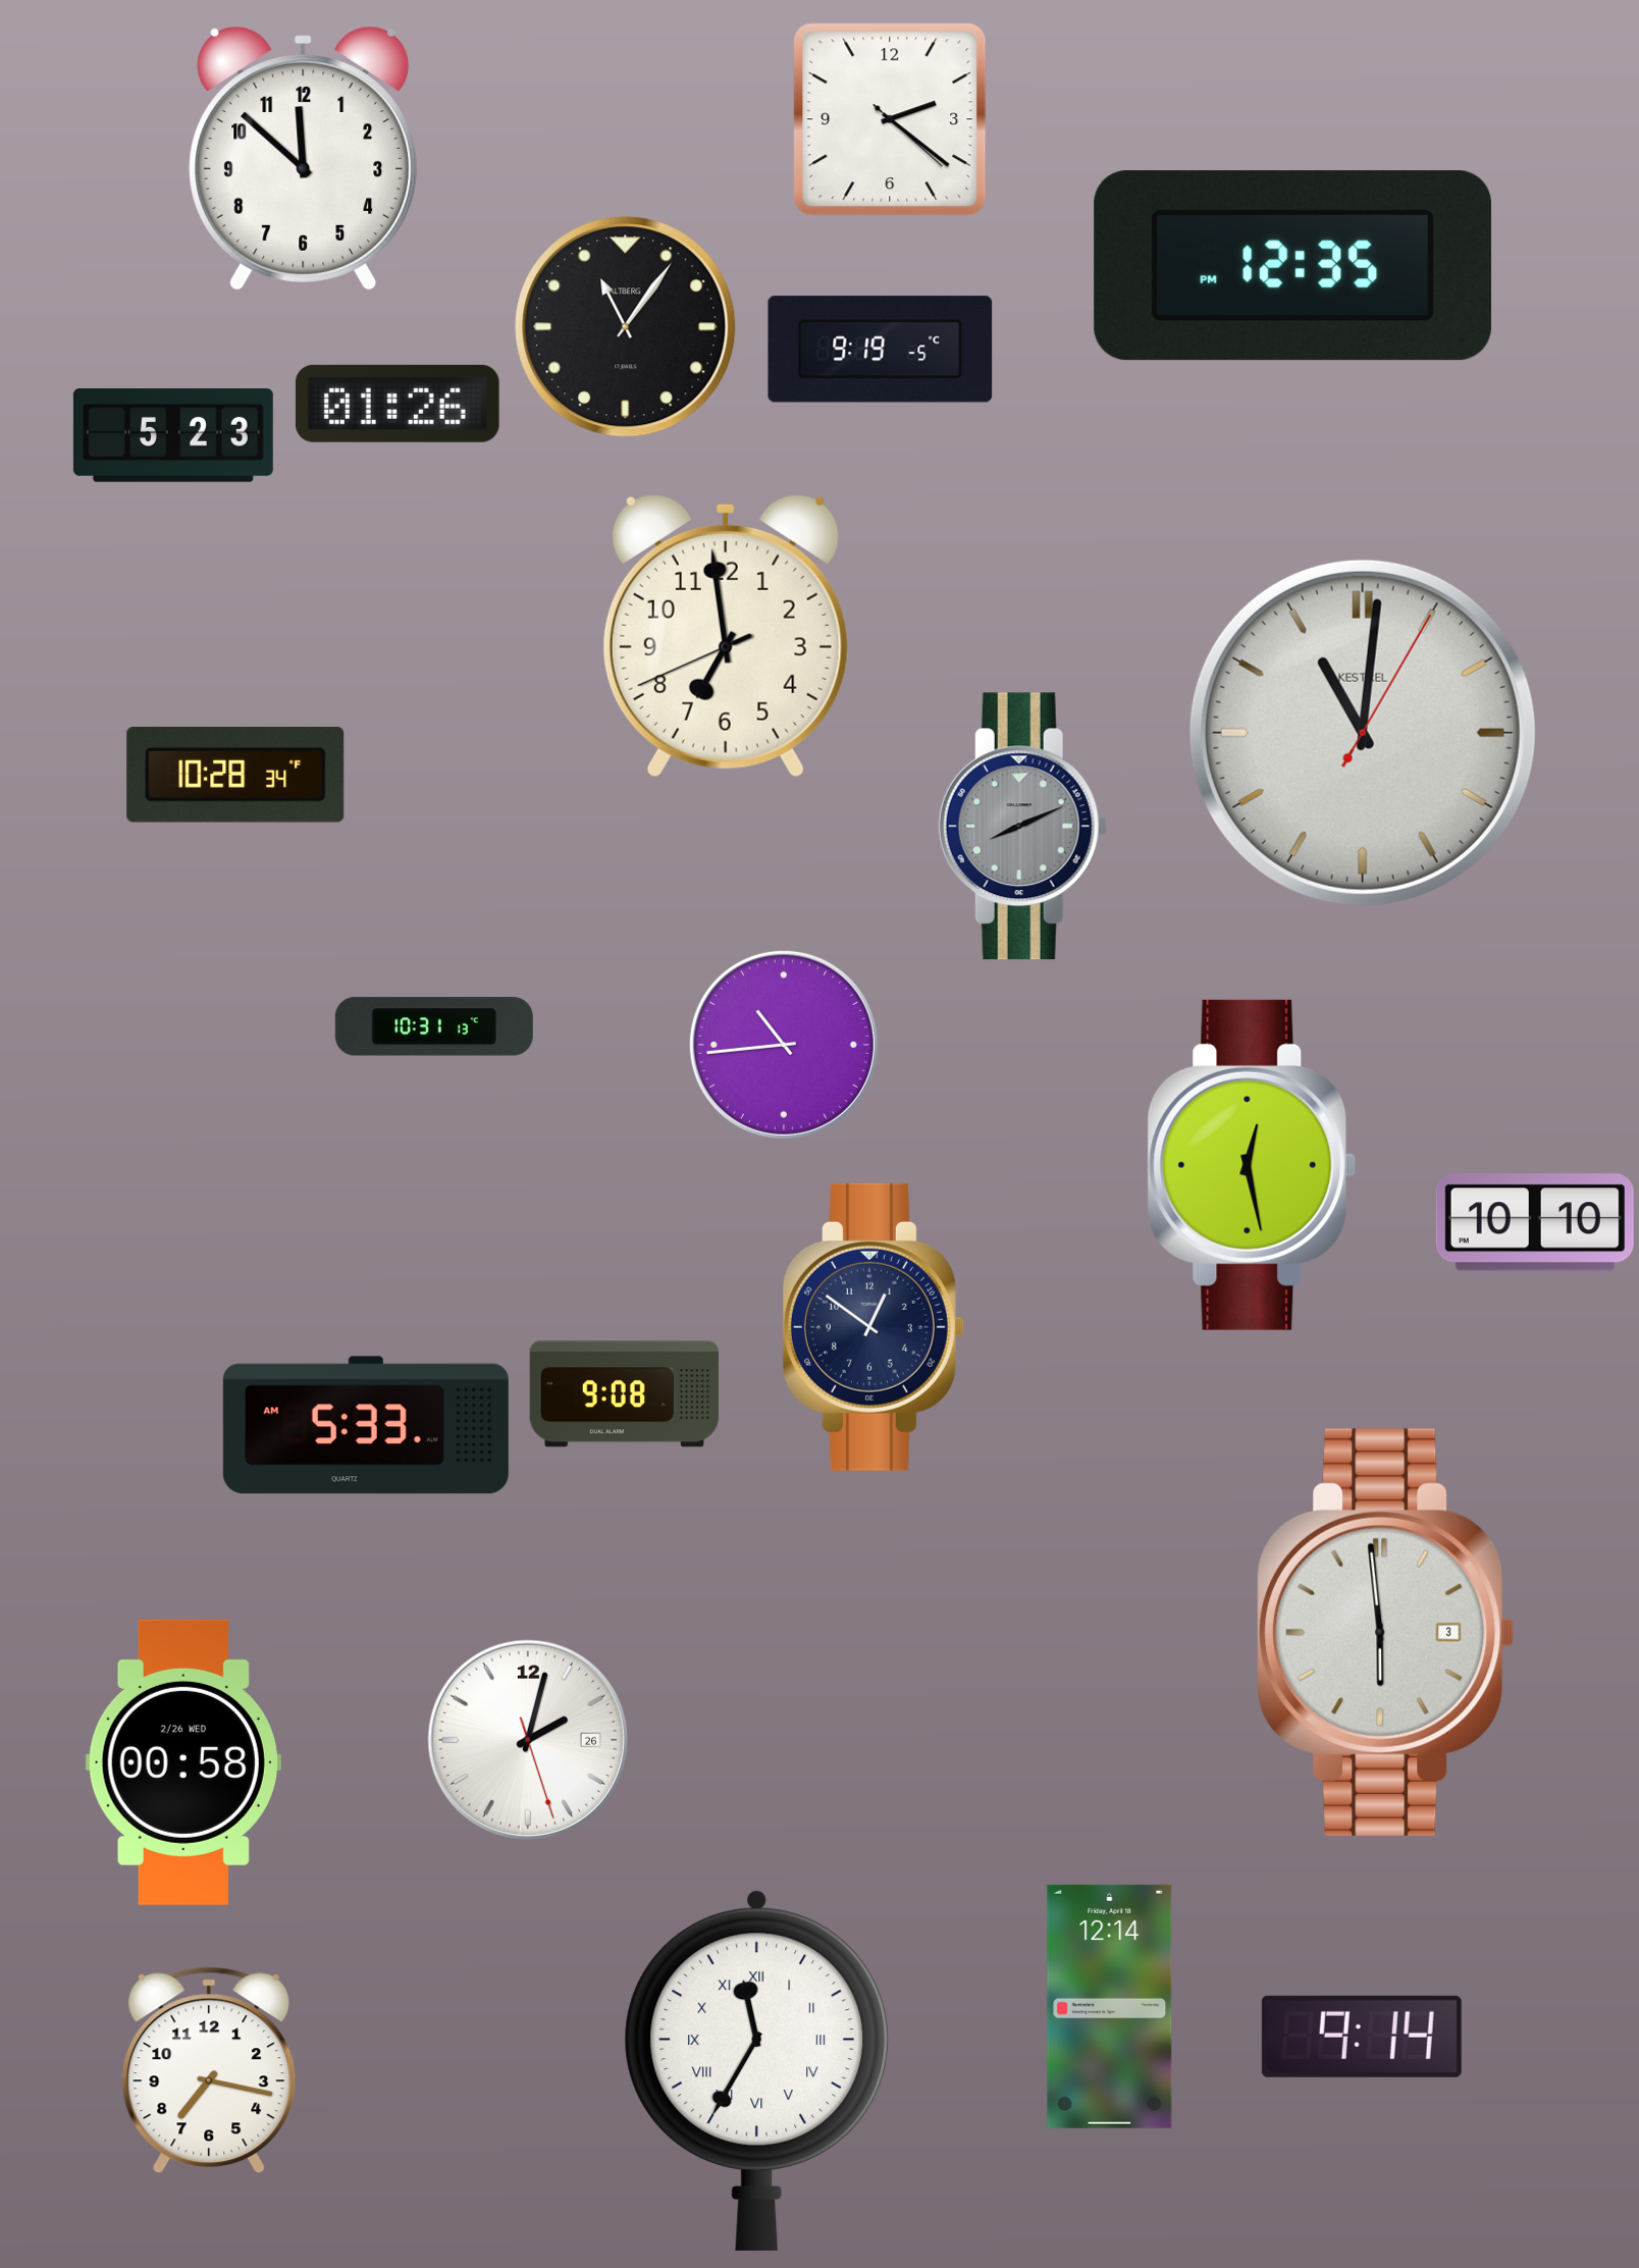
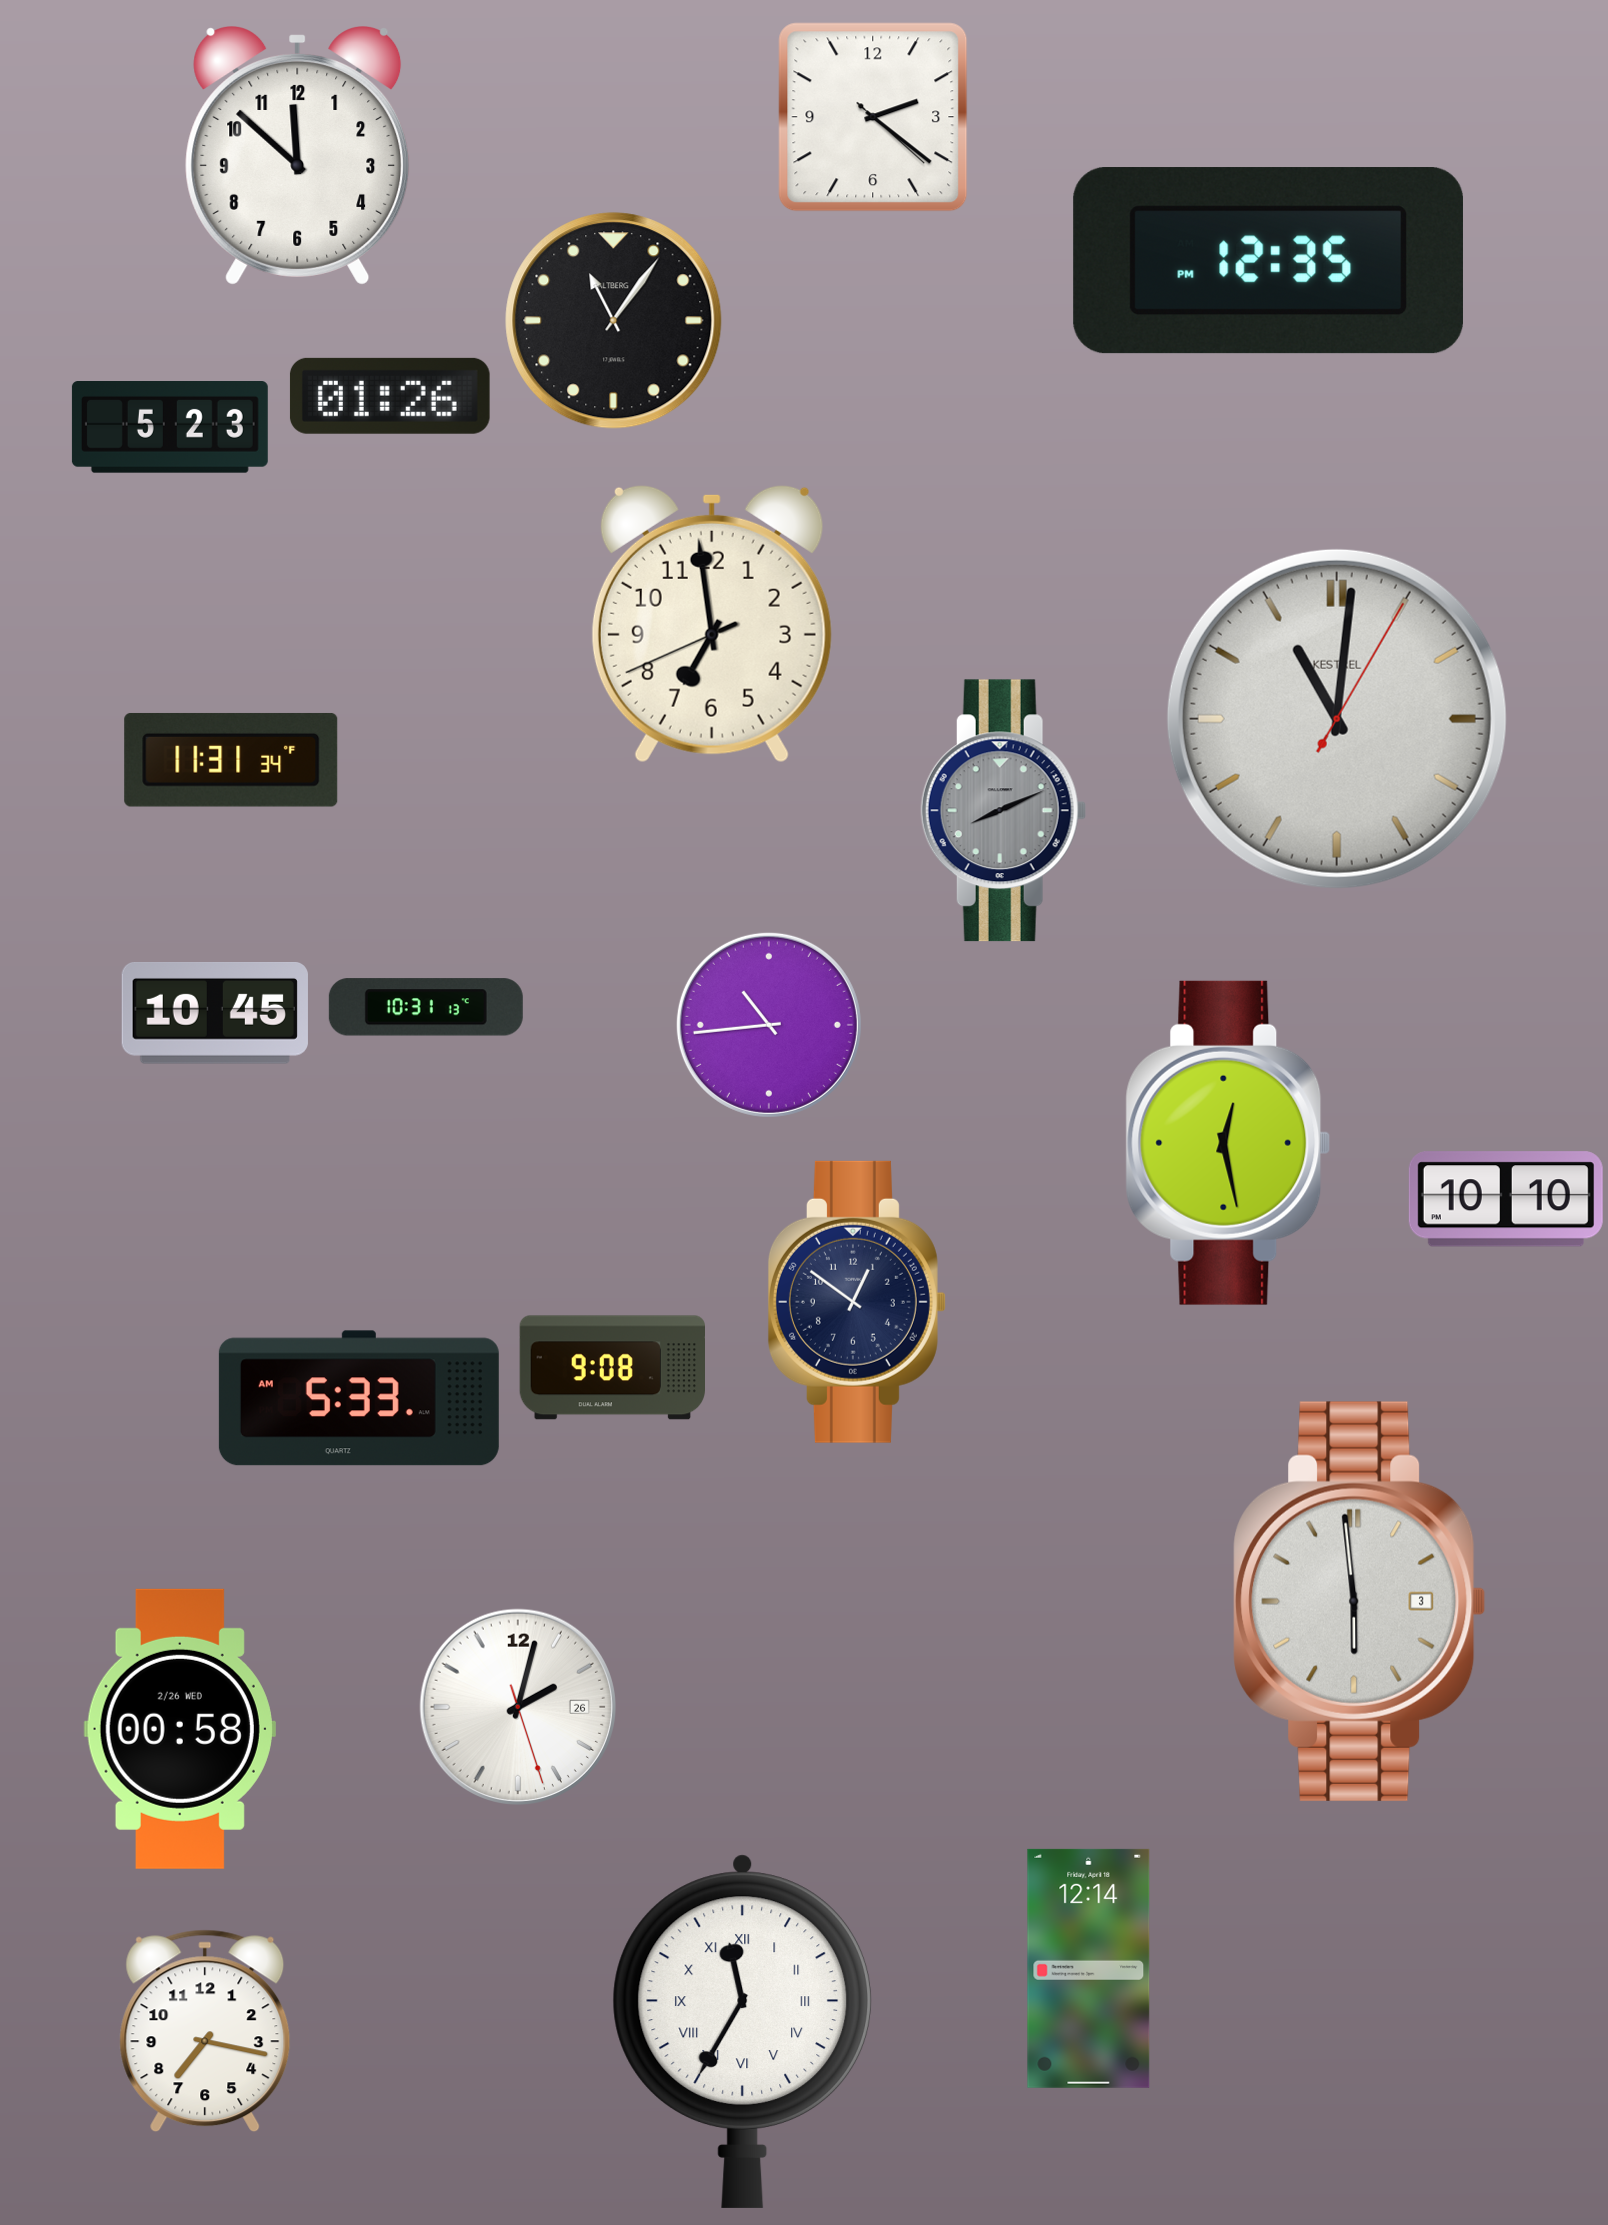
clock at (881, 350): 9:19 -> none
clock at (235, 775): 10:28 -> 11:31
clock at (215, 1014): none -> 10:45
clock at (1362, 2037): 9:14 -> none
